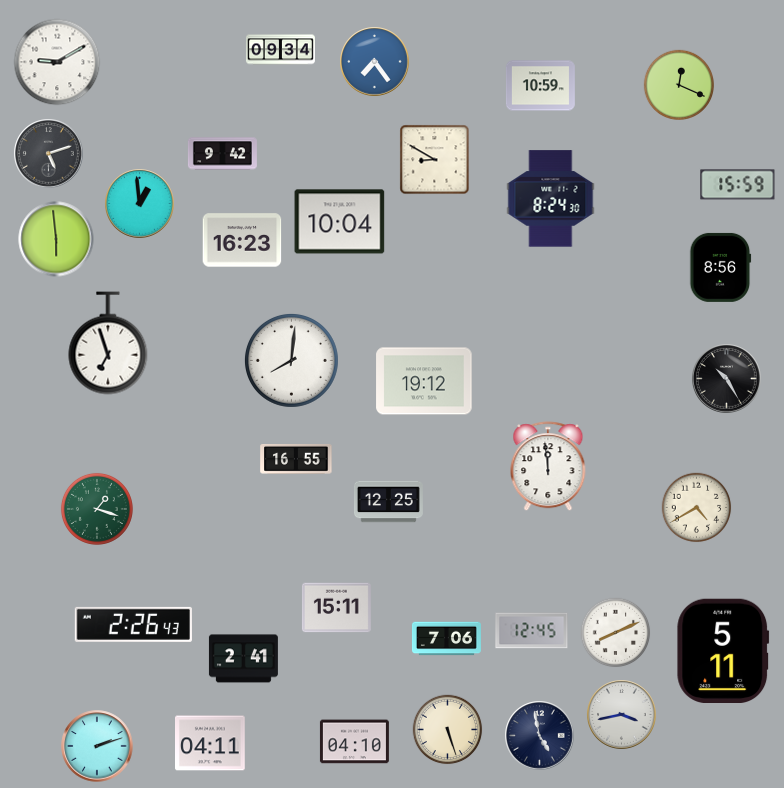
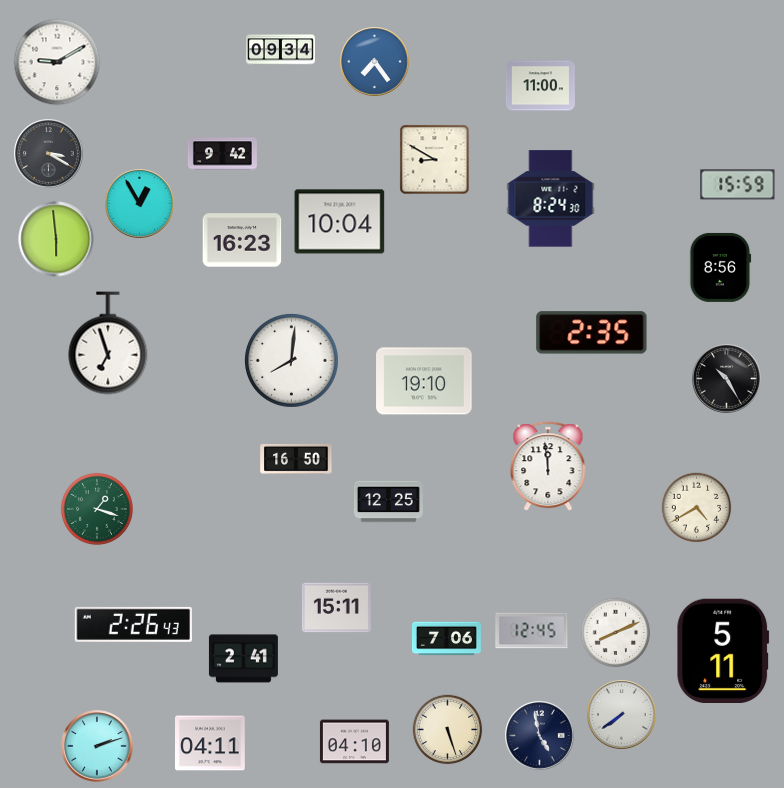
clock at (678, 84): 12:19 -> none
clock at (540, 86): 10:59 -> 11:00
clock at (49, 154): 5:12 -> 3:20
clock at (140, 204): 12:59 -> 12:55
clock at (592, 333): none -> 2:35
clock at (424, 381): 19:12 -> 19:10
clock at (296, 460): 16:55 -> 16:50
clock at (622, 715): 3:43 -> 7:39
